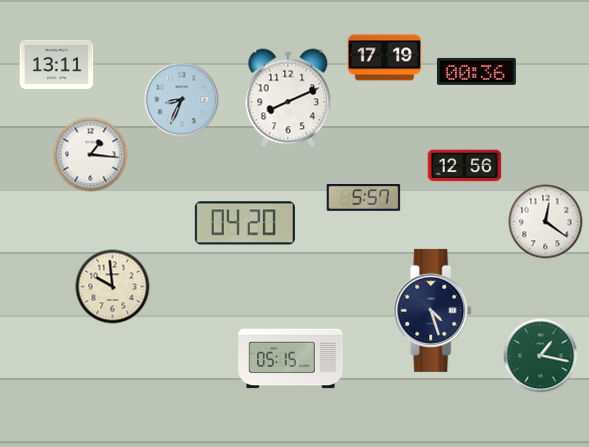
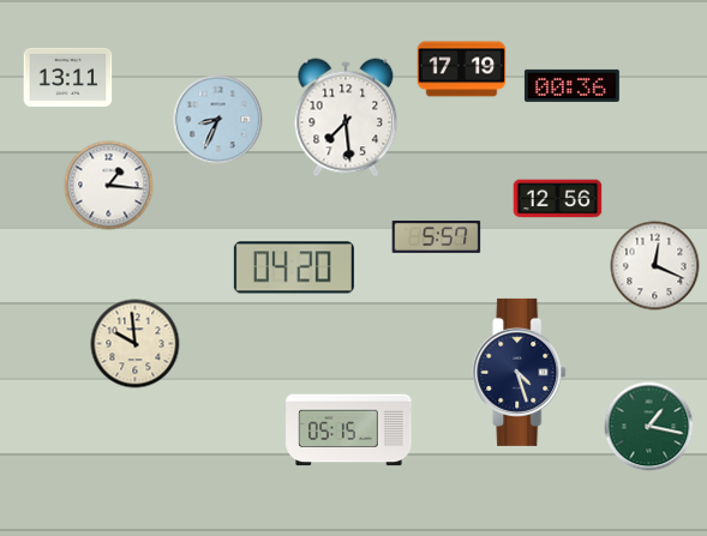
clock at (288, 98): 8:11 -> 7:29
clock at (546, 222): 12:21 -> 12:19
